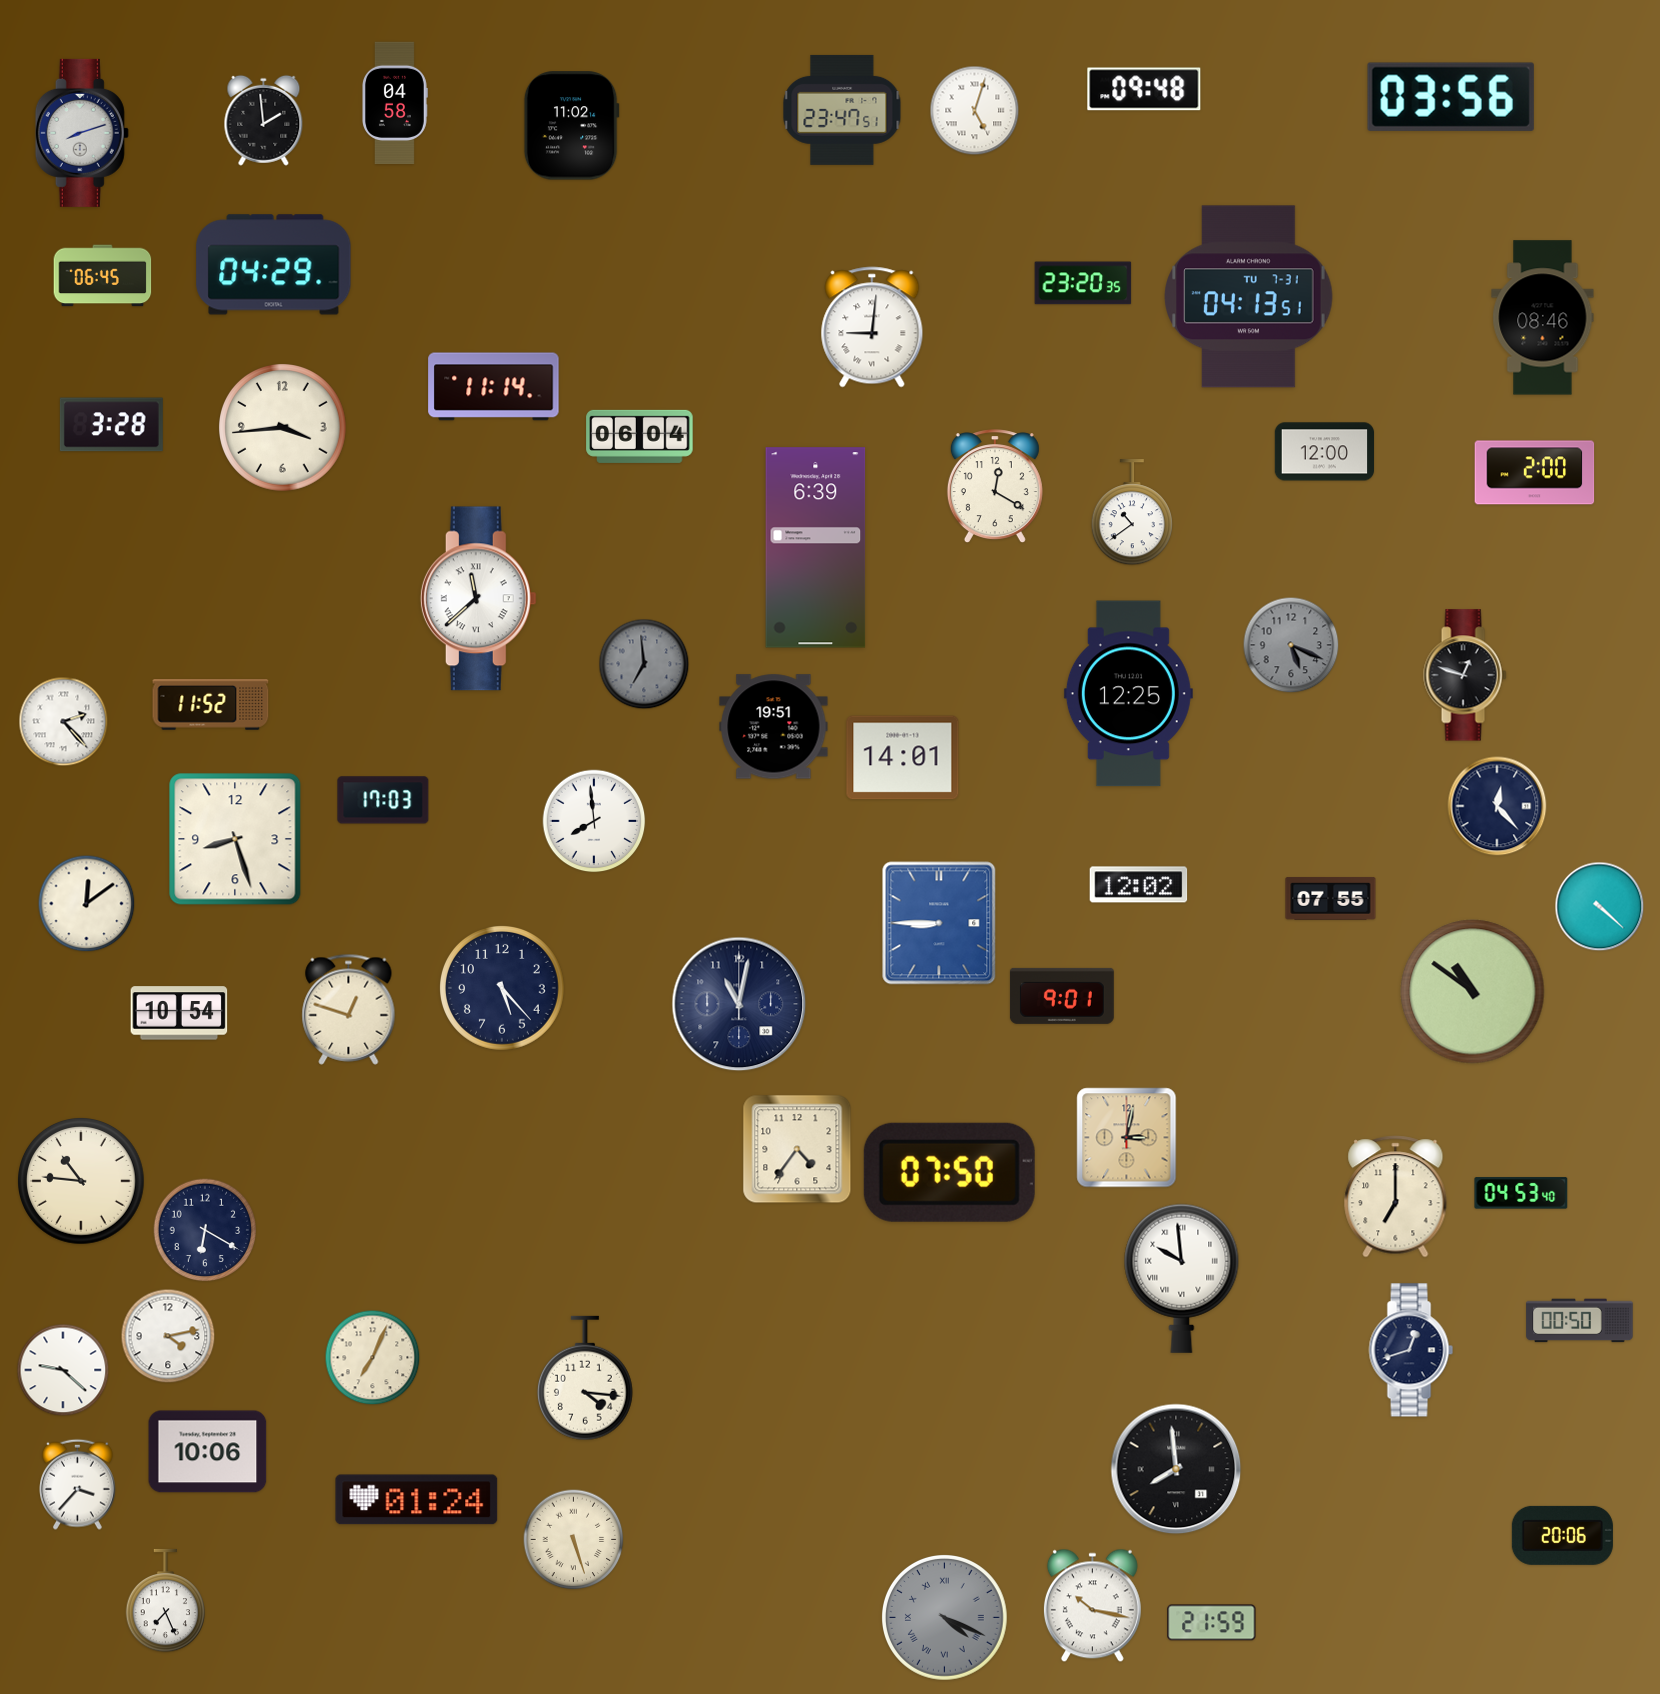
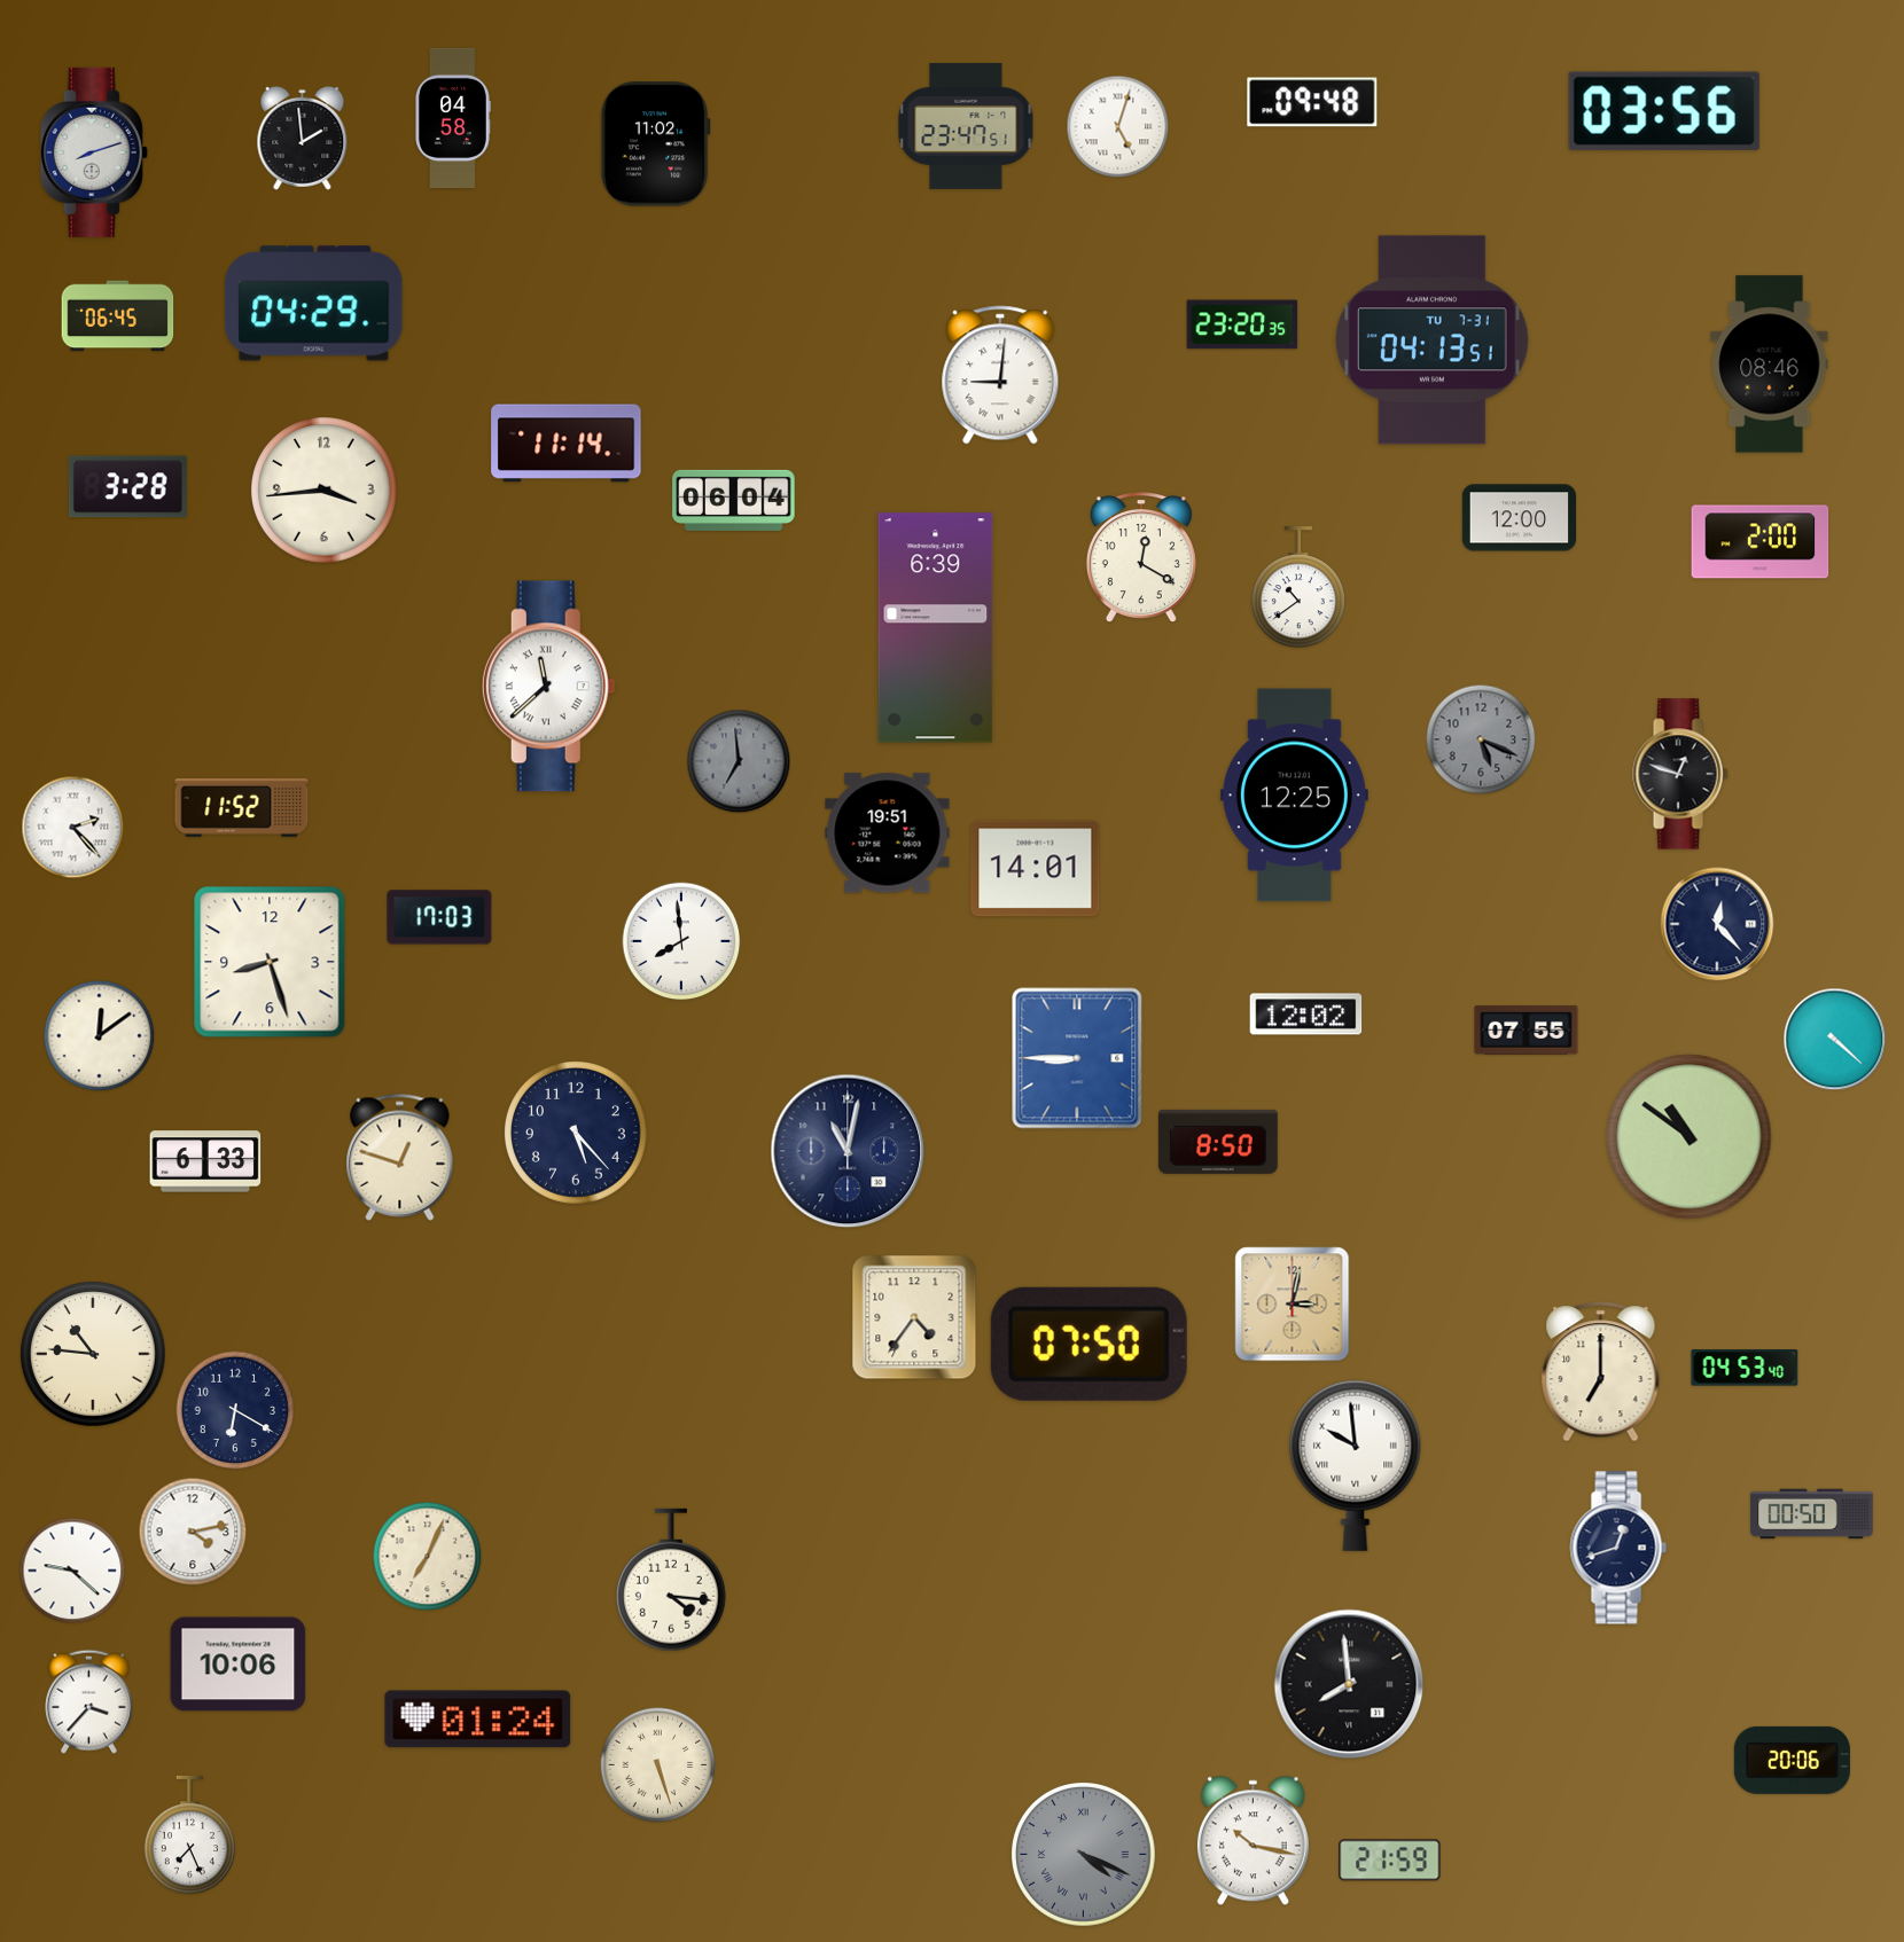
clock at (1062, 996): 9:01 -> 8:50
clock at (179, 1013): 10:54 -> 6:33
